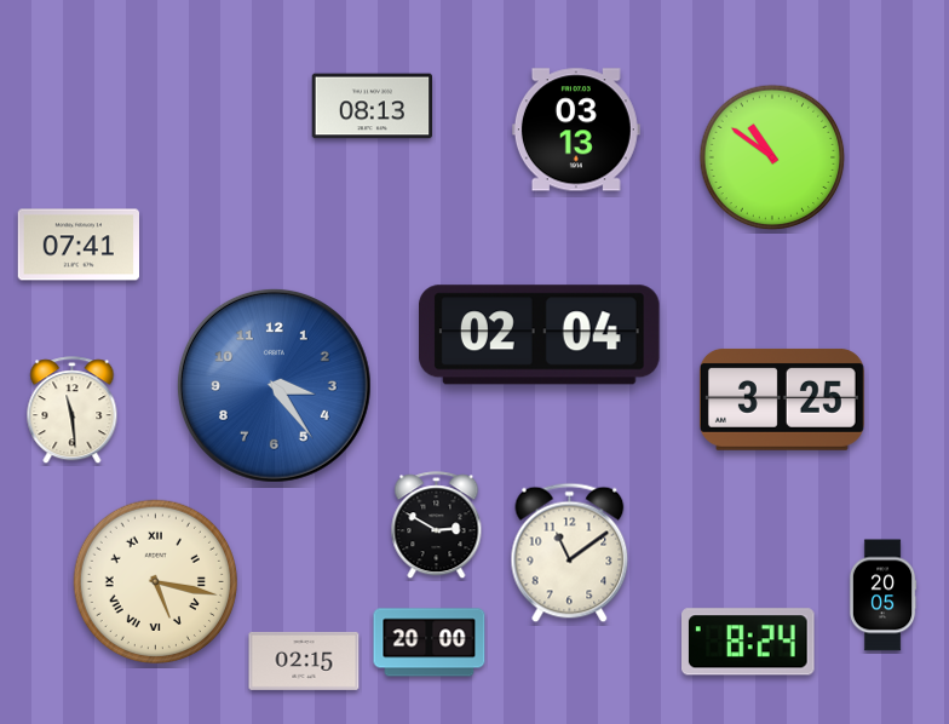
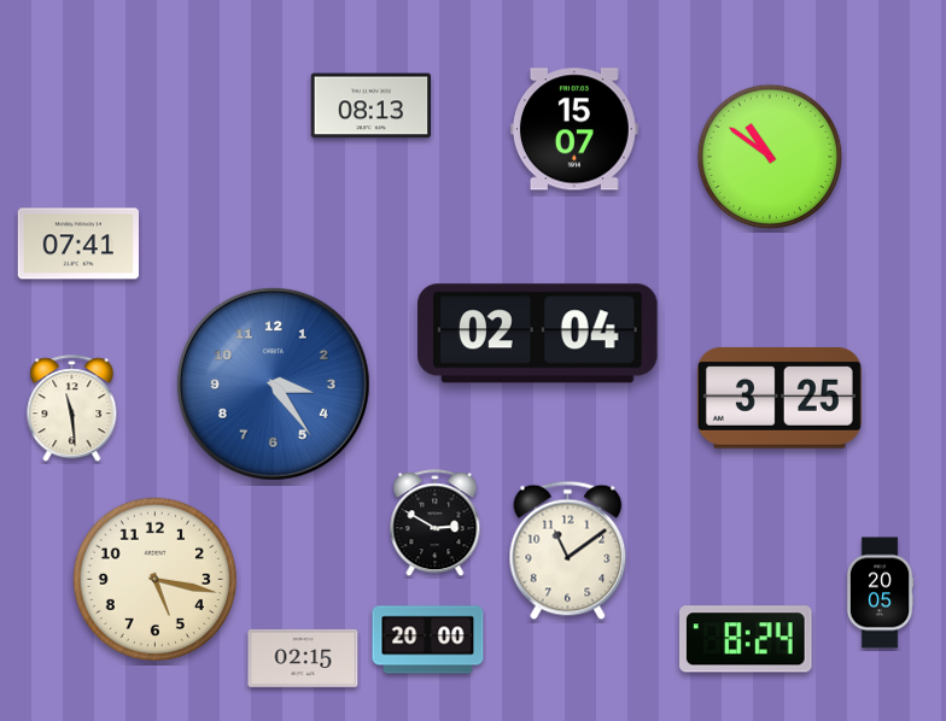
clock at (576, 130): 03:13 -> 15:07
clock at (155, 581) numerals: Roman -> Arabic
